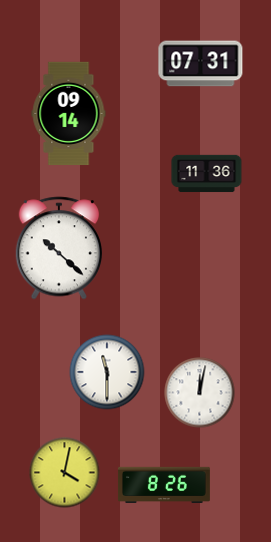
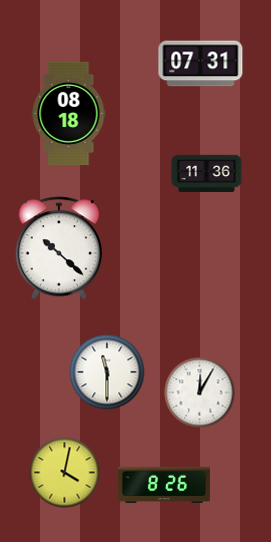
clock at (69, 114): 09:14 -> 08:18
clock at (200, 393): 12:02 -> 12:05
